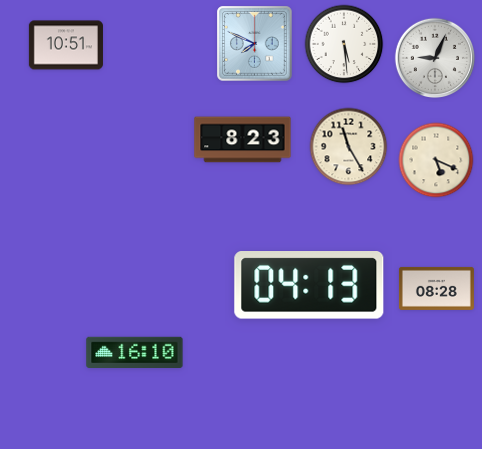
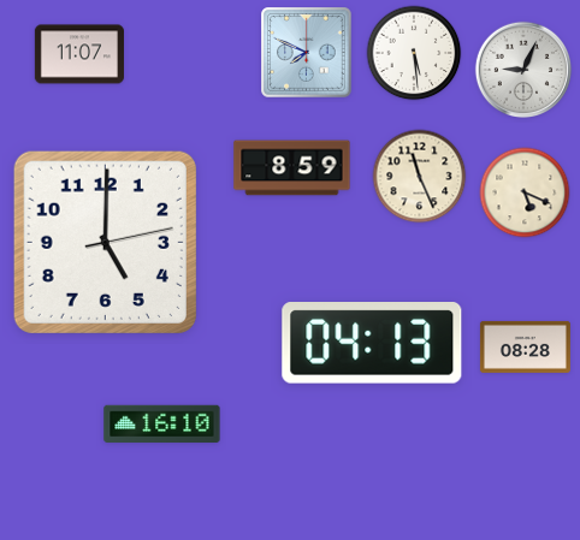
clock at (66, 45): 10:51 -> 11:07
clock at (243, 140): 8:23 -> 8:59
clock at (349, 147): 11:25 -> 11:26
clock at (105, 242): none -> 5:00
